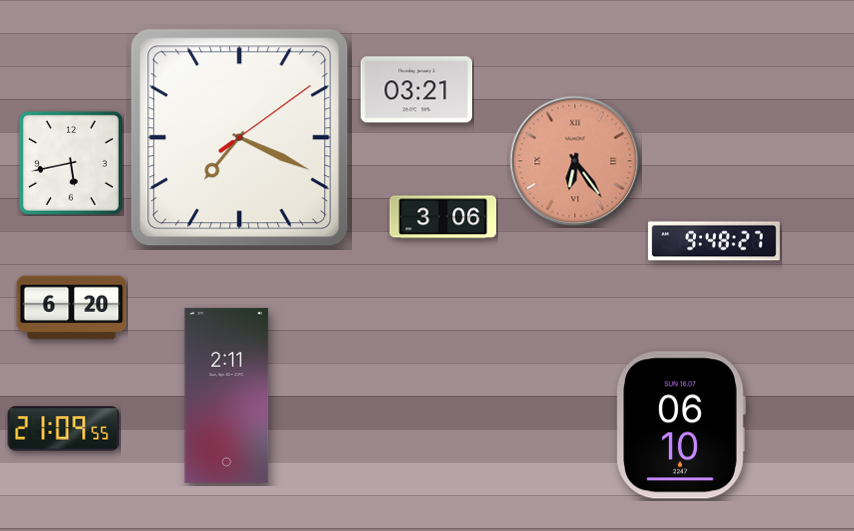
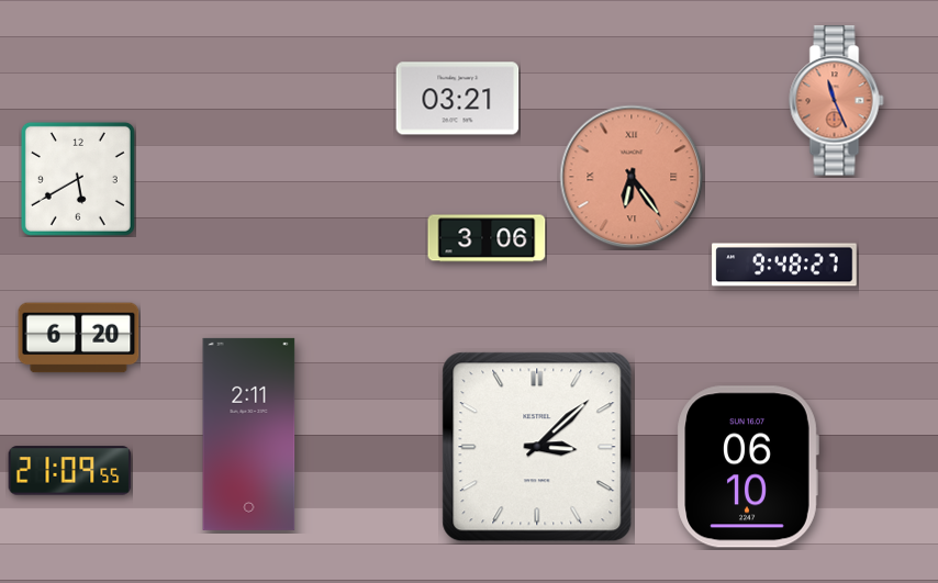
clock at (837, 101): none -> 11:26
clock at (240, 138): 7:19 -> none
clock at (71, 163): 5:43 -> 5:40
clock at (537, 447): none -> 3:08
